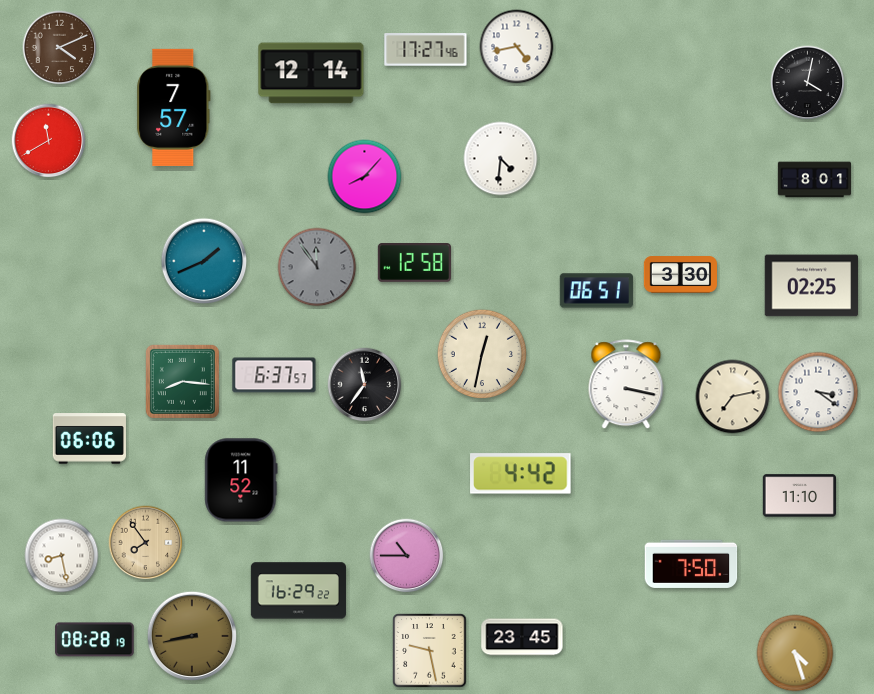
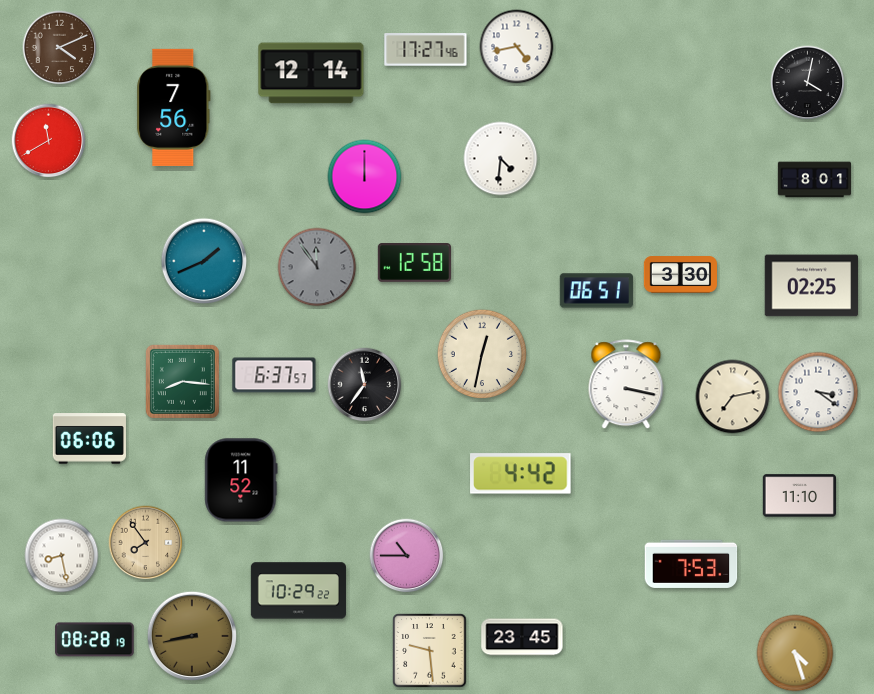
clock at (174, 107): 7:57 -> 7:56
clock at (365, 177): 8:07 -> 12:00
clock at (691, 564): 7:50 -> 7:53
clock at (298, 591): 16:29 -> 10:29
clock at (430, 651): 9:28 -> 9:29
